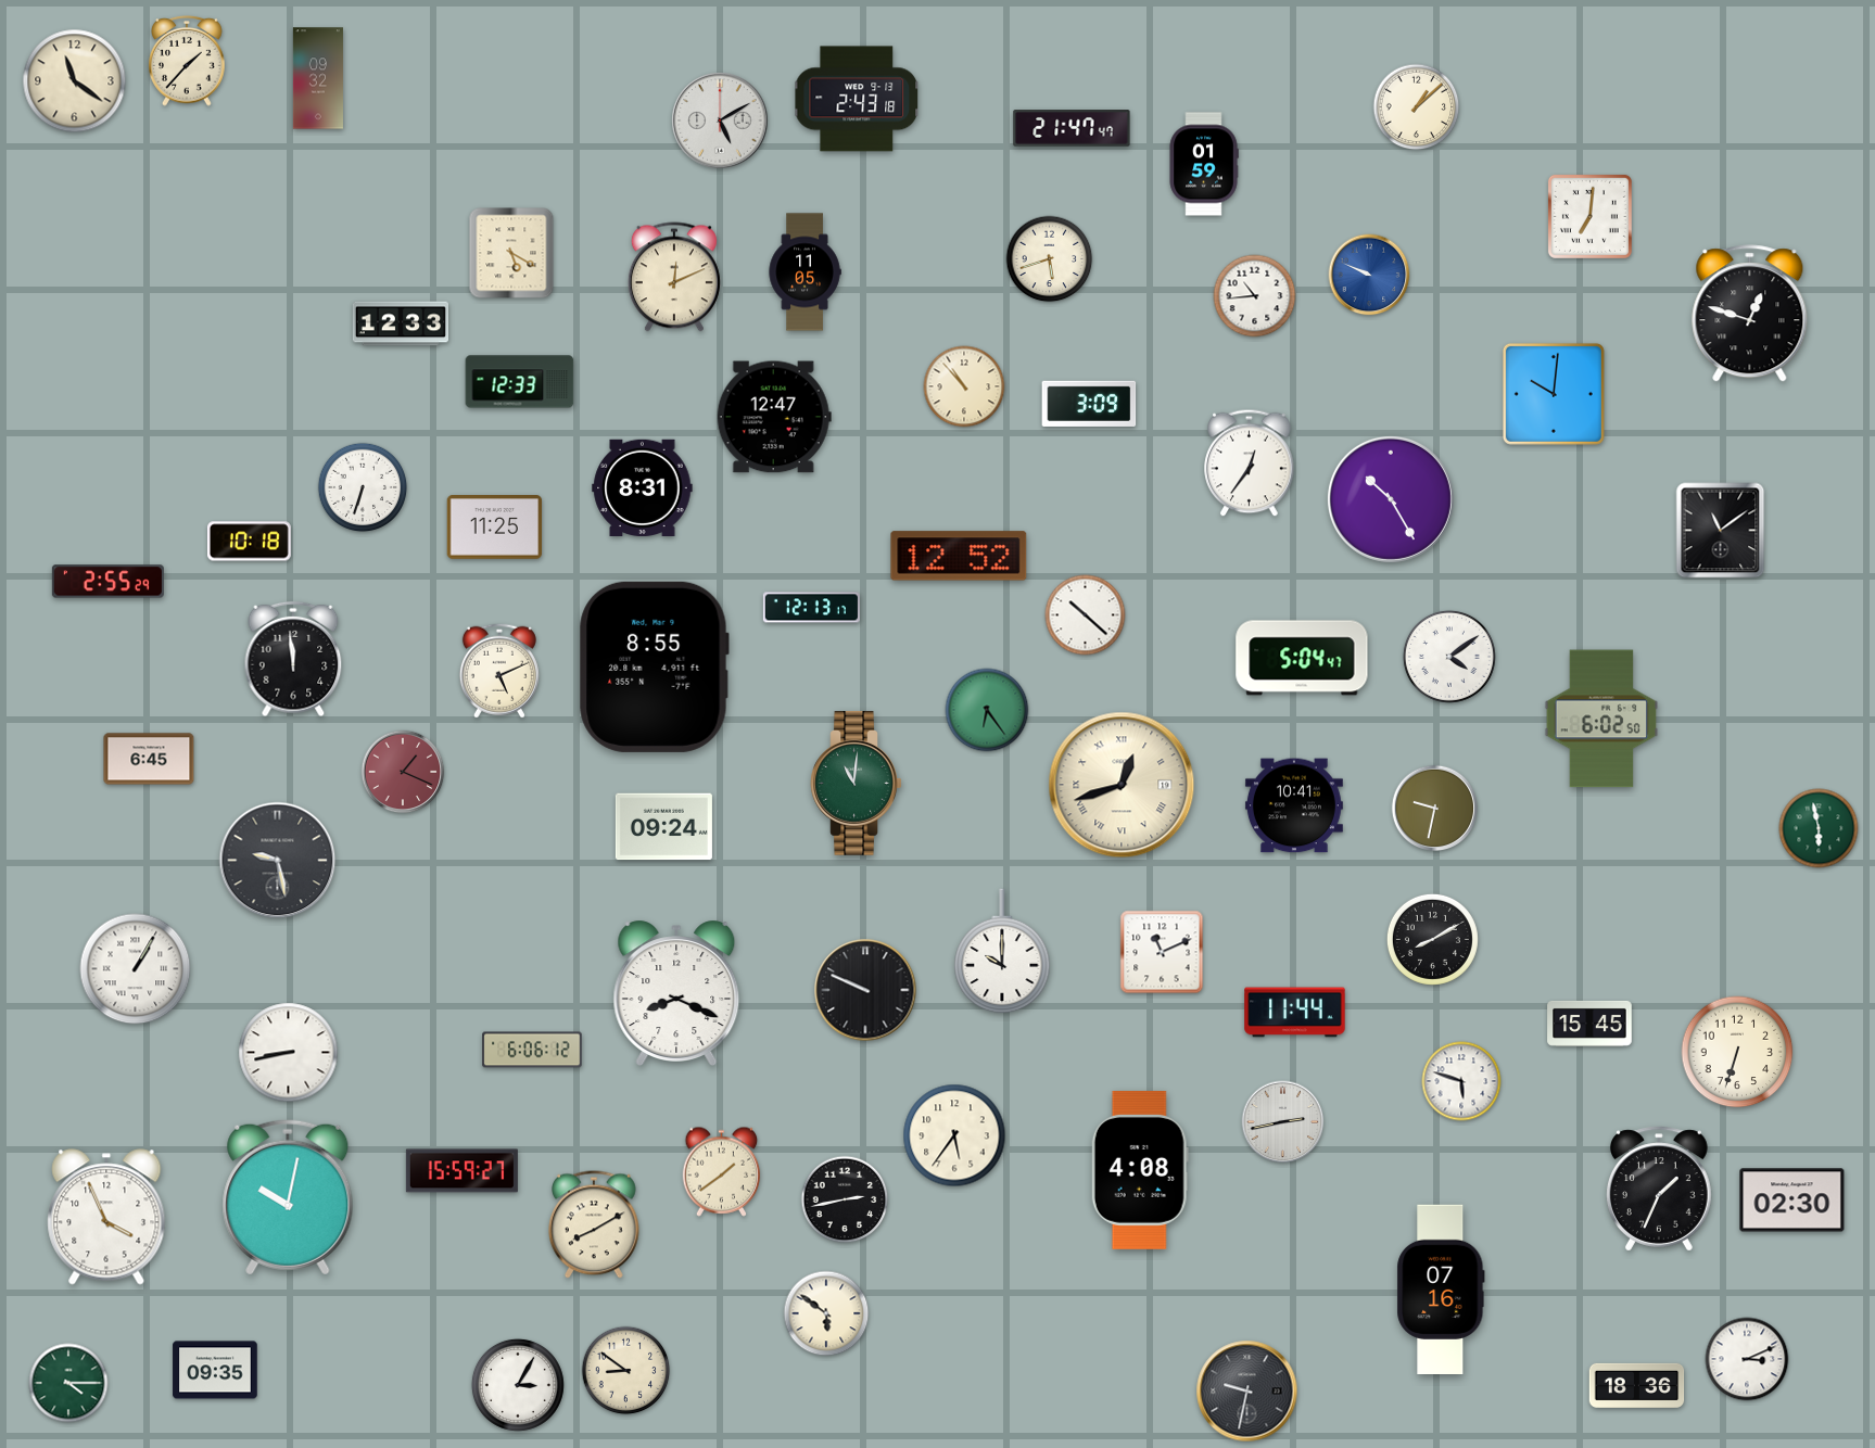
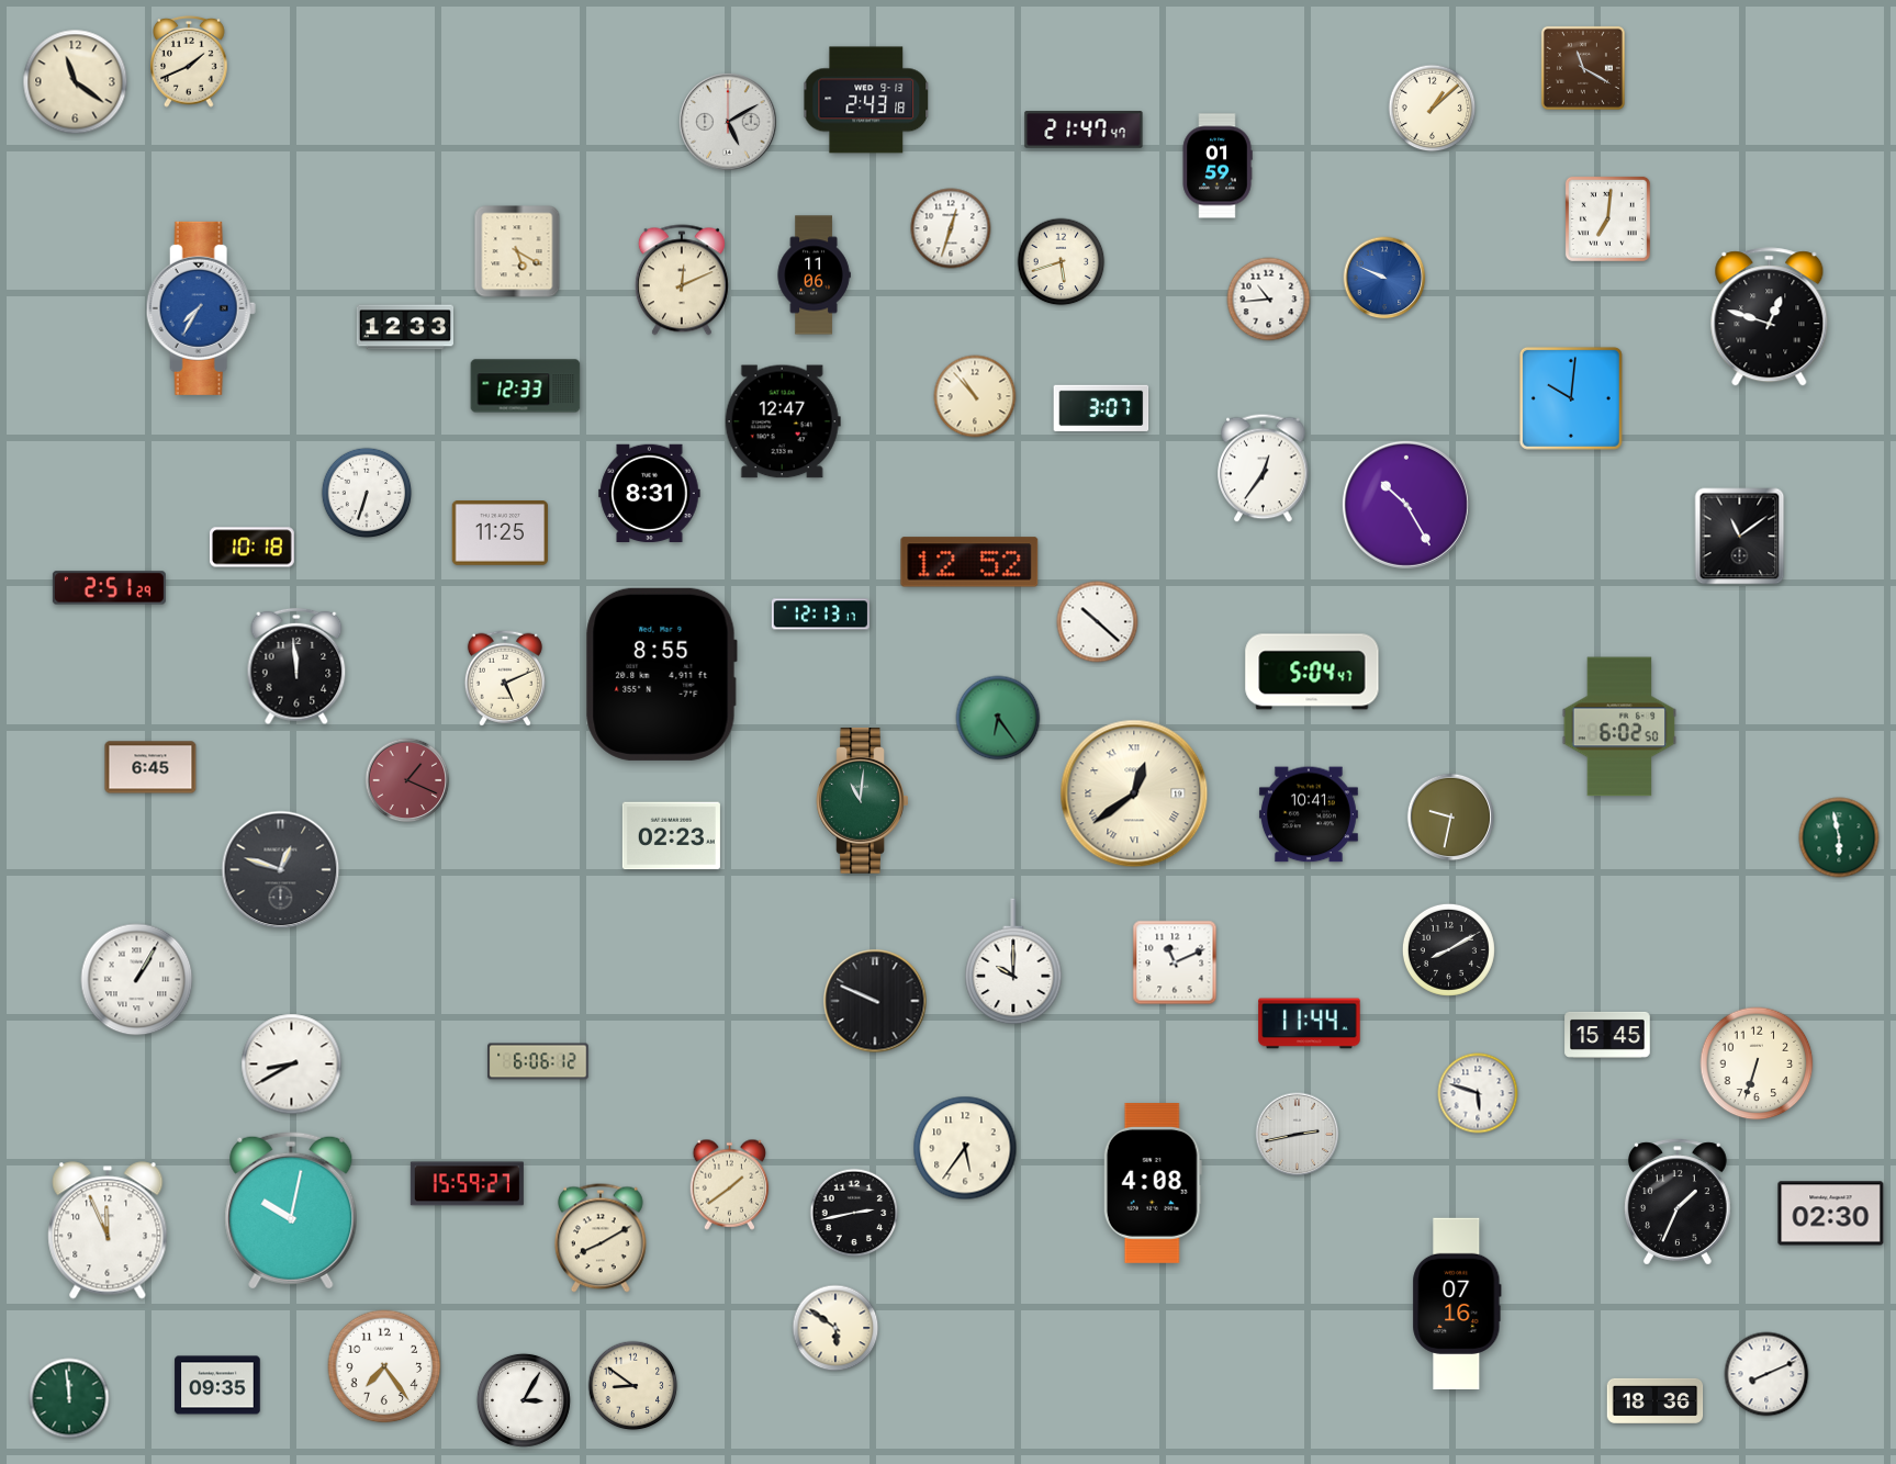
clock at (187, 61): 1:37 -> 1:41
clock at (1583, 68): none -> 11:20
clock at (318, 78): 09:32 -> none
clock at (951, 228): none -> 12:33
clock at (511, 253) position: (511, 253) -> (517, 251)
clock at (805, 272): 11:05 -> 11:06
clock at (201, 308): none -> 7:35
clock at (964, 386) position: (964, 386) -> (975, 396)
clock at (1089, 404): 3:09 -> 3:07
clock at (107, 582): 2:55 -> 2:51
clock at (1449, 657): 4:09 -> none
clock at (1302, 658) position: (1302, 658) -> (1312, 672)
clock at (857, 784) position: (857, 784) -> (863, 801)
clock at (1122, 785): 12:42 -> 12:39
clock at (663, 827): 09:24 -> 02:23
clock at (278, 861): 9:28 -> 12:48
clock at (676, 992): 8:19 -> none
clock at (289, 1053): 8:43 -> 8:40
clock at (1792, 1201) position: (1792, 1201) -> (1831, 1214)
clock at (106, 1217): 3:56 -> 11:56
clock at (384, 1366): none -> 7:24
clock at (1747, 1359): 3:11 -> 8:11
clock at (68, 1383): 4:15 -> 11:59
clock at (1247, 1392): 9:32 -> none
